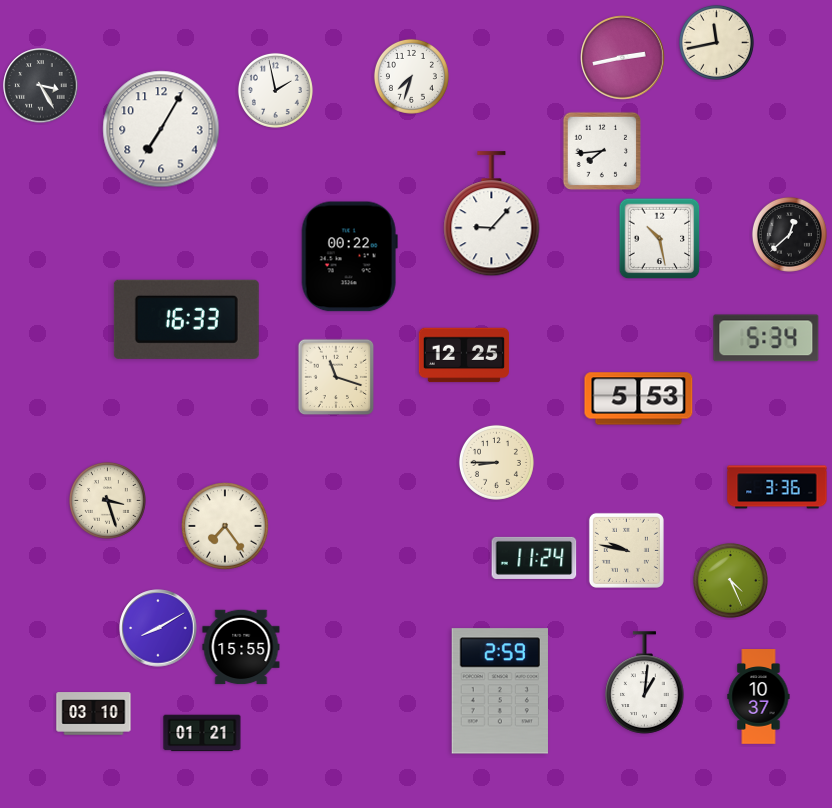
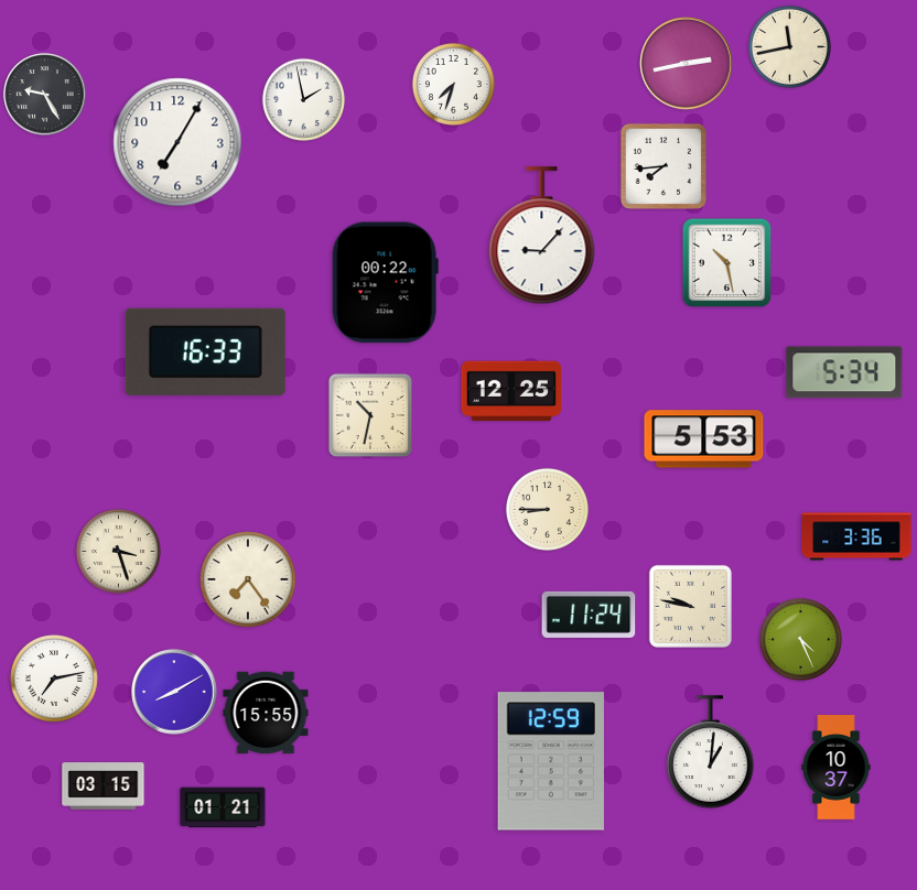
clock at (41, 86): 3:25 -> 9:25
clock at (789, 234): 12:38 -> none
clock at (336, 377): 11:18 -> 10:32
clock at (730, 580) position: (730, 580) -> (800, 639)
clock at (54, 679): none -> 7:13
clock at (500, 691): 2:59 -> 12:59
clock at (94, 714): 03:10 -> 03:15
